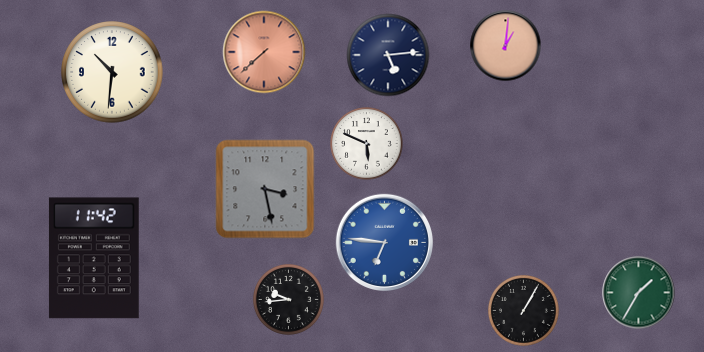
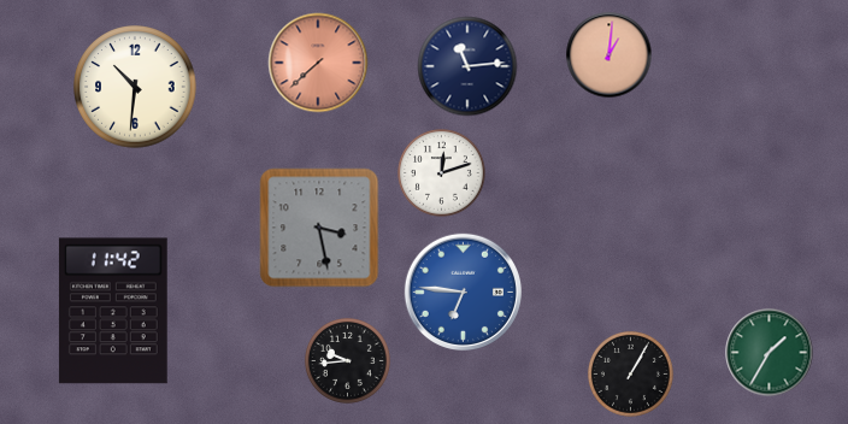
clock at (388, 55): 5:14 -> 11:14
clock at (367, 144): 5:49 -> 12:12
